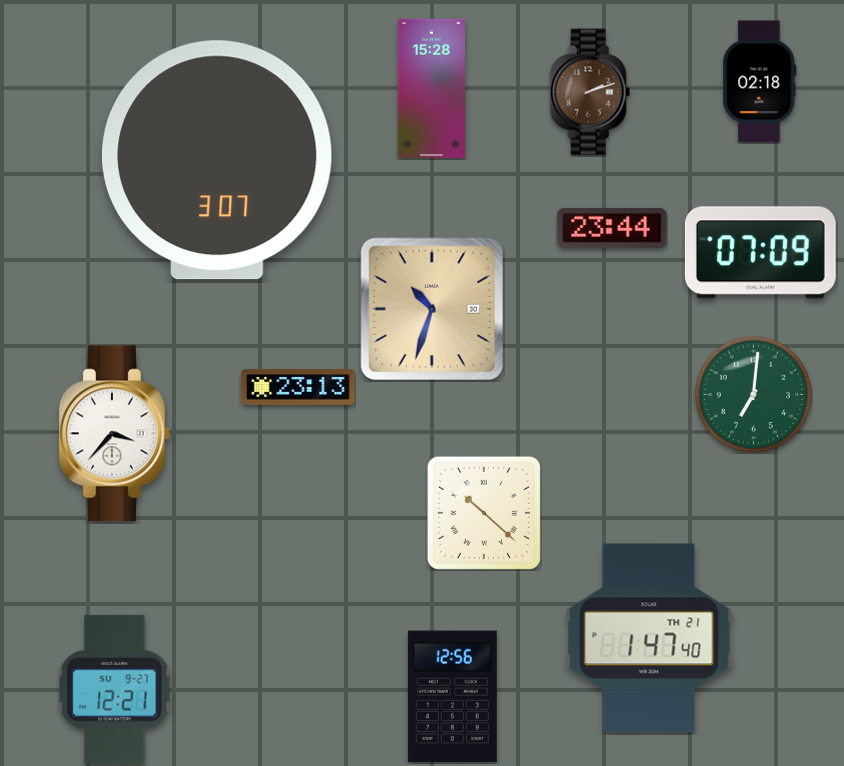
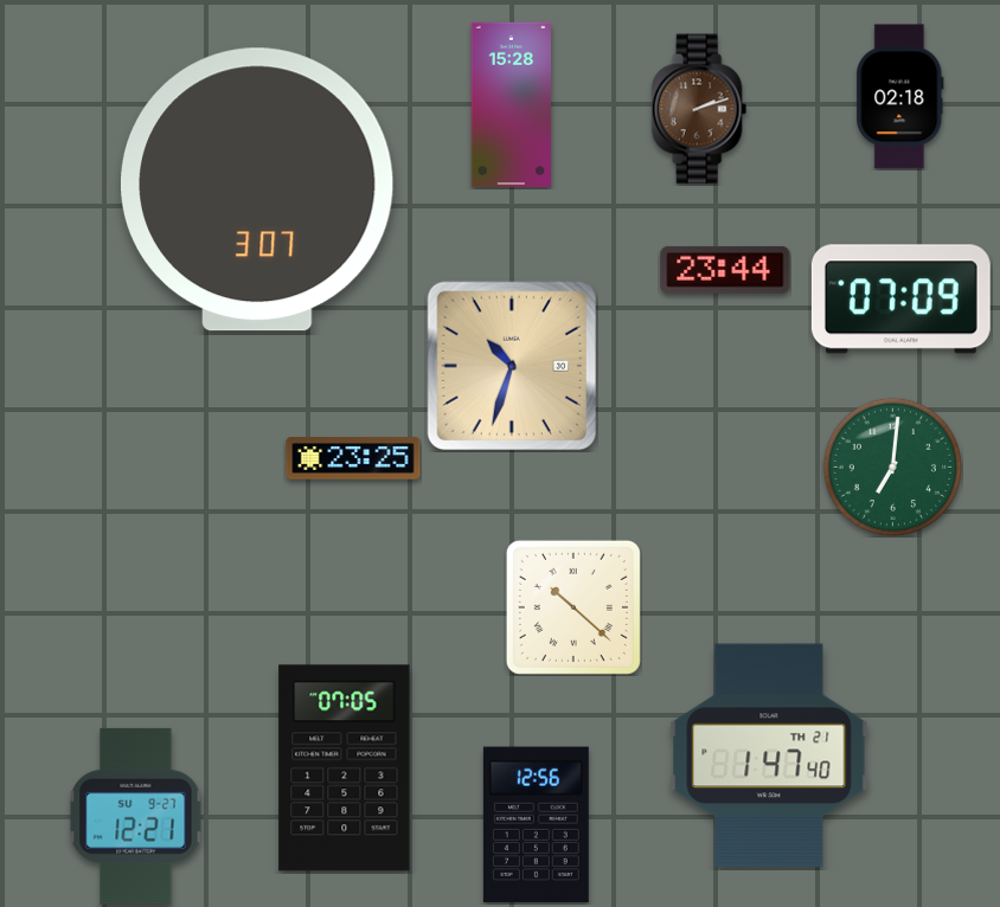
clock at (298, 387): 23:13 -> 23:25
clock at (114, 434): 3:37 -> none
clock at (345, 768): none -> 07:05
